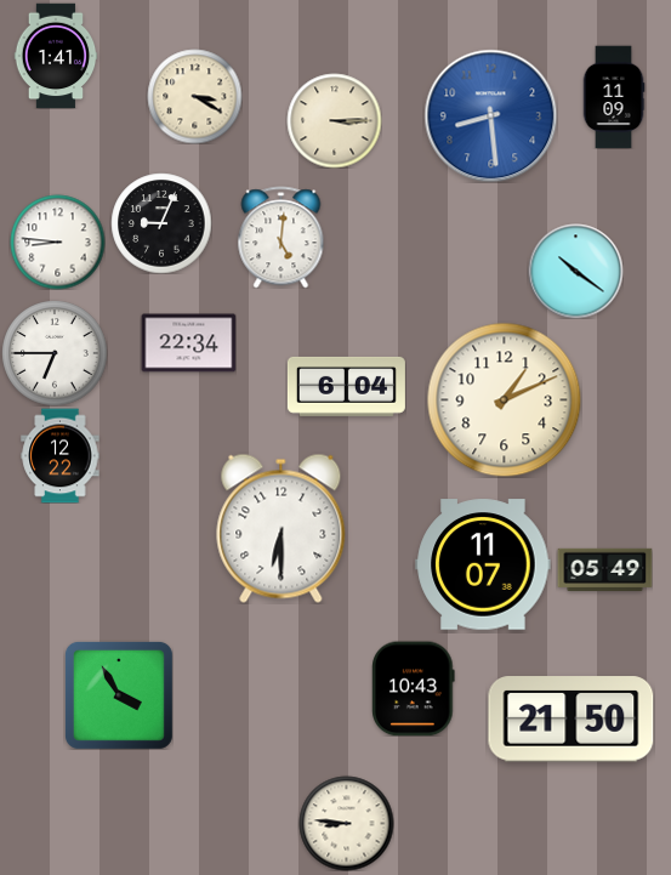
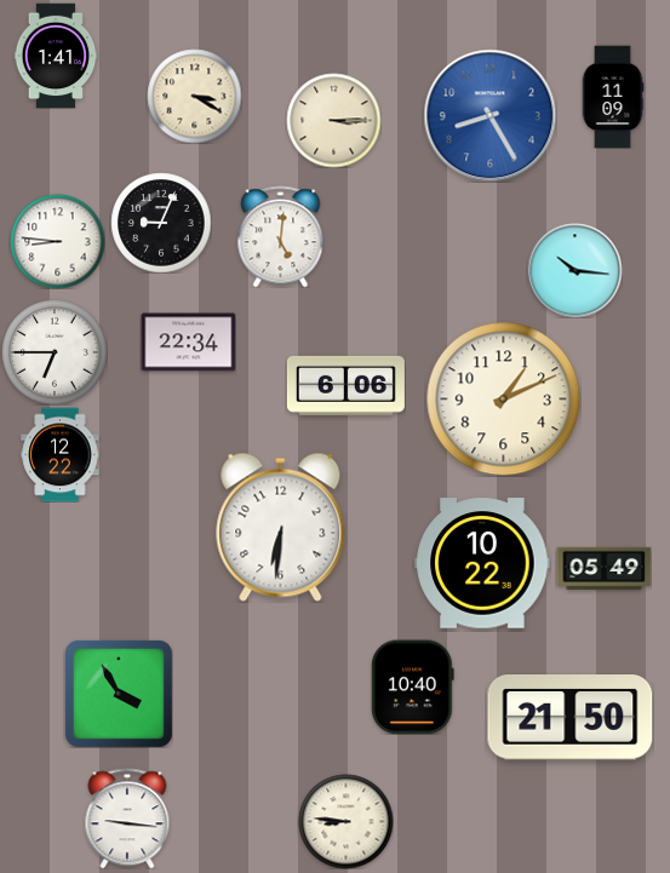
clock at (490, 115): 8:29 -> 8:25
clock at (575, 271): 10:21 -> 10:16
clock at (346, 386): 6:04 -> 6:06
clock at (282, 528): 6:30 -> 6:31
clock at (483, 564): 11:07 -> 10:22
clock at (414, 688): 10:43 -> 10:40
clock at (127, 819): none -> 9:16
